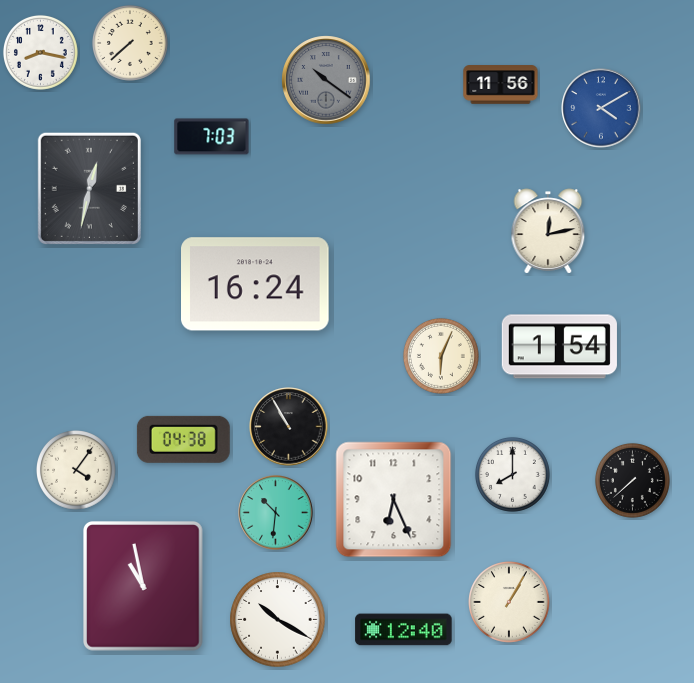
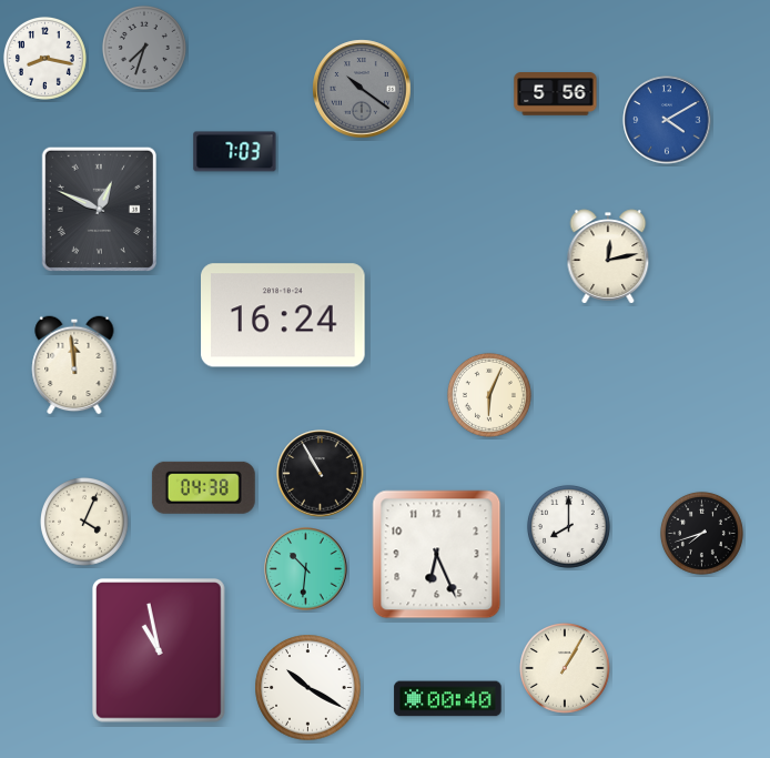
clock at (130, 43): 7:38 -> 7:33
clock at (130, 43) dial: cream -> grey
clock at (501, 85): 11:56 -> 5:56
clock at (89, 188): 12:32 -> 12:49
clock at (74, 365): none -> 11:59
clock at (559, 347): 1:54 -> none
clock at (77, 471): 4:06 -> 4:04
clock at (632, 480): 7:38 -> 7:42
clock at (404, 630): 12:40 -> 00:40
